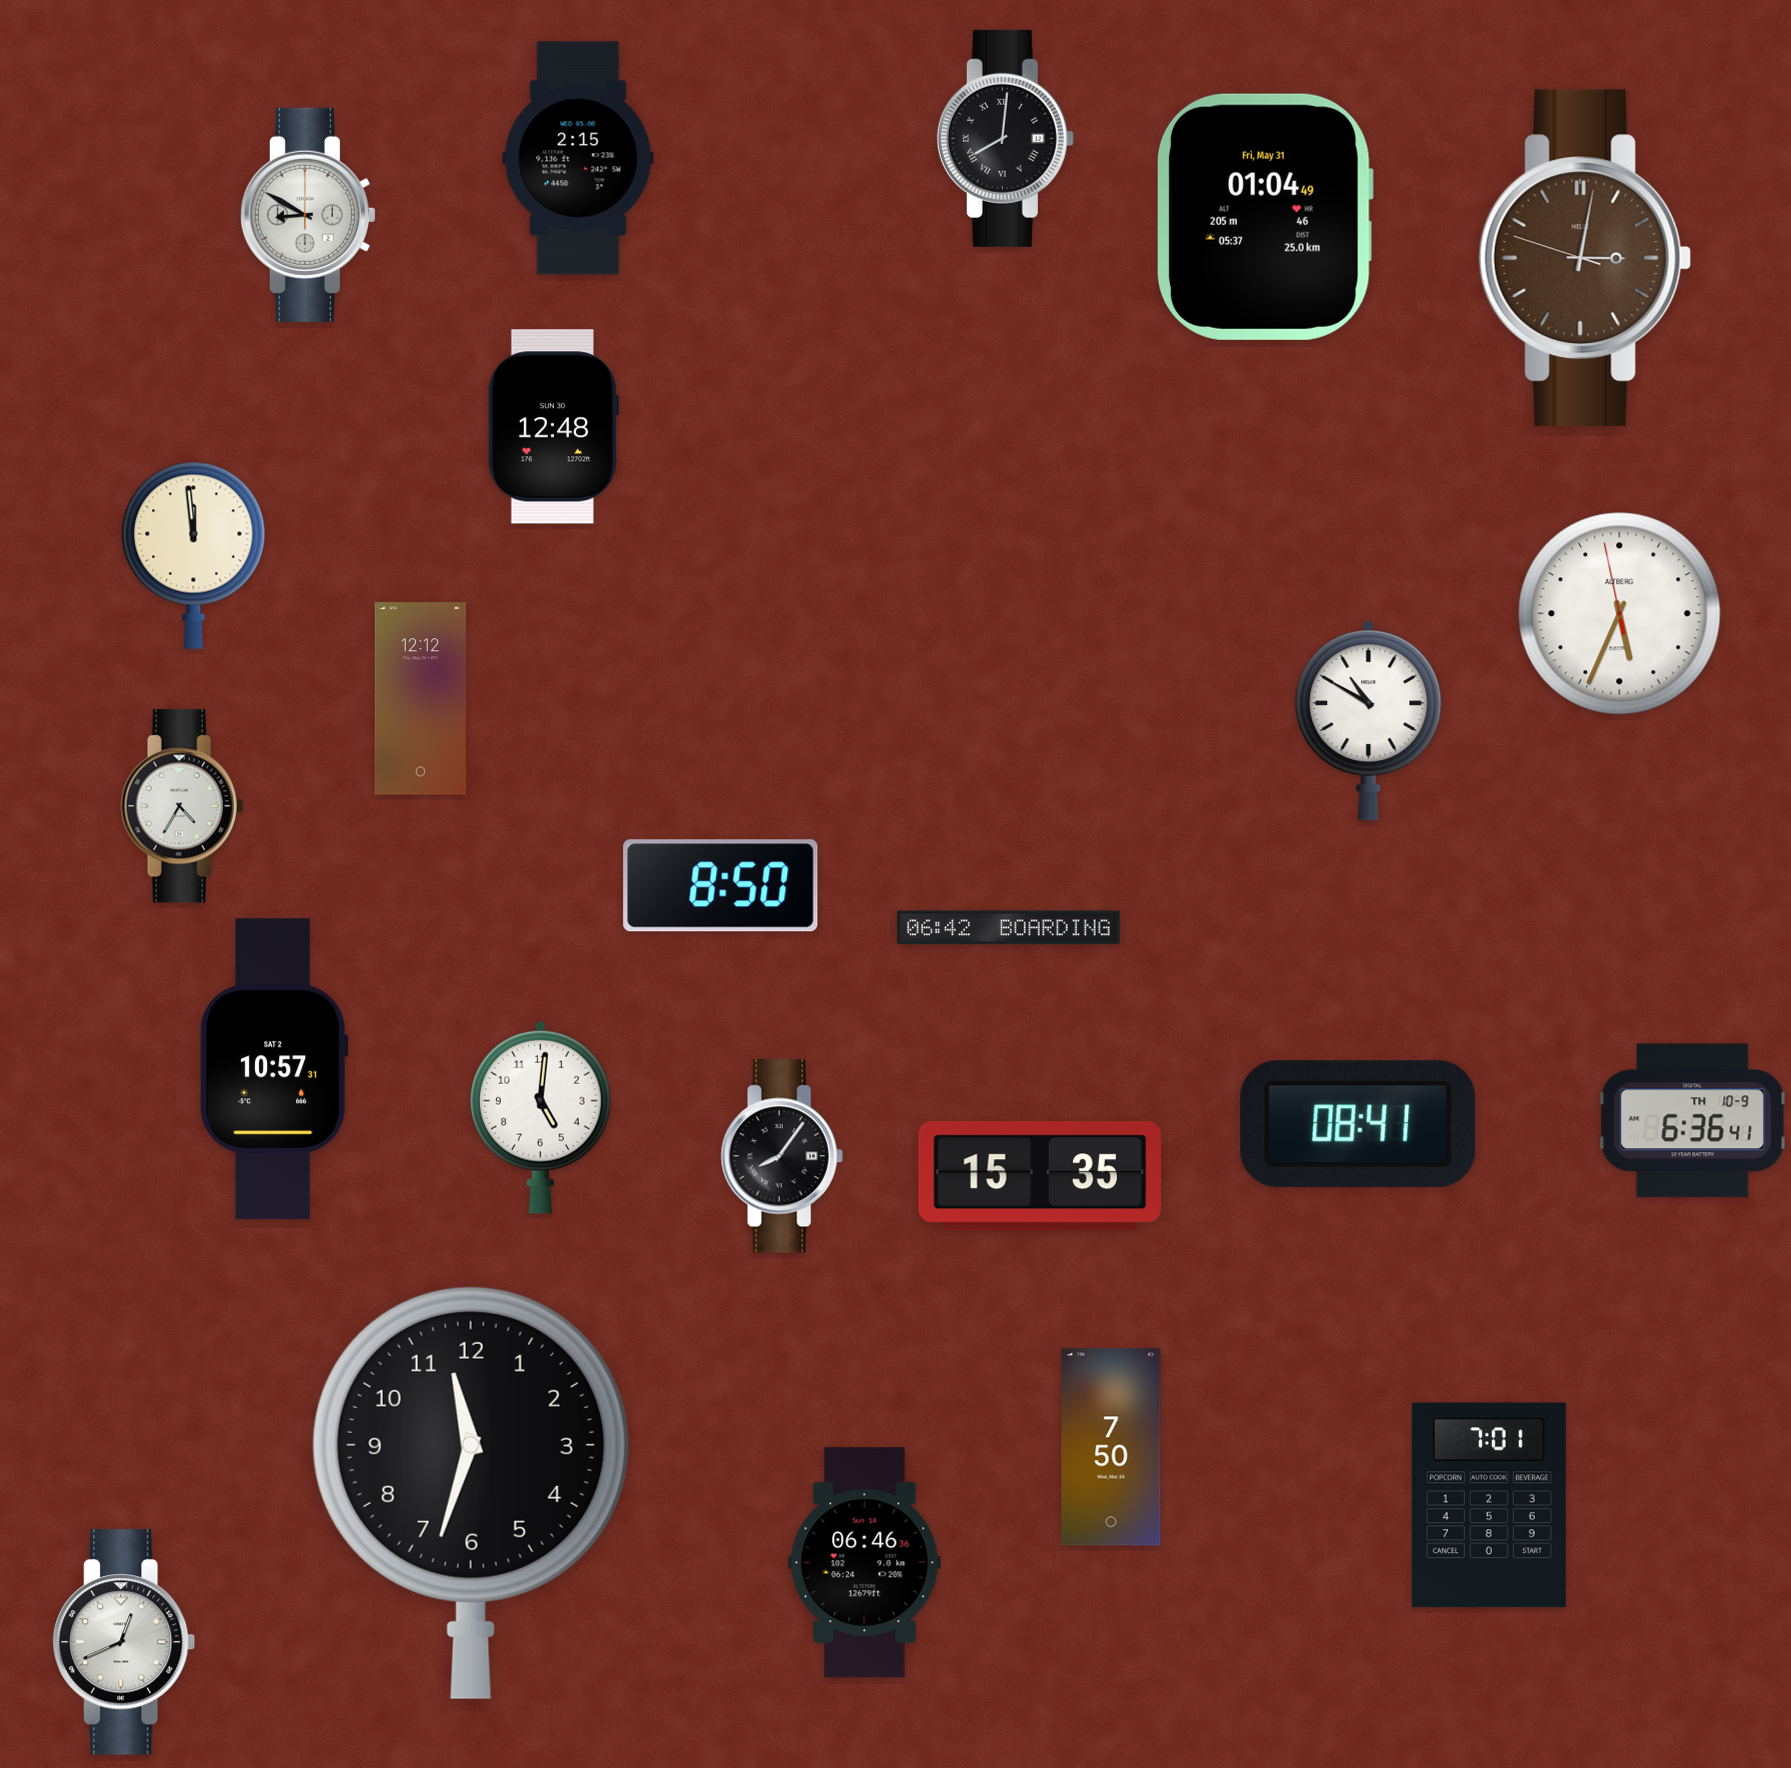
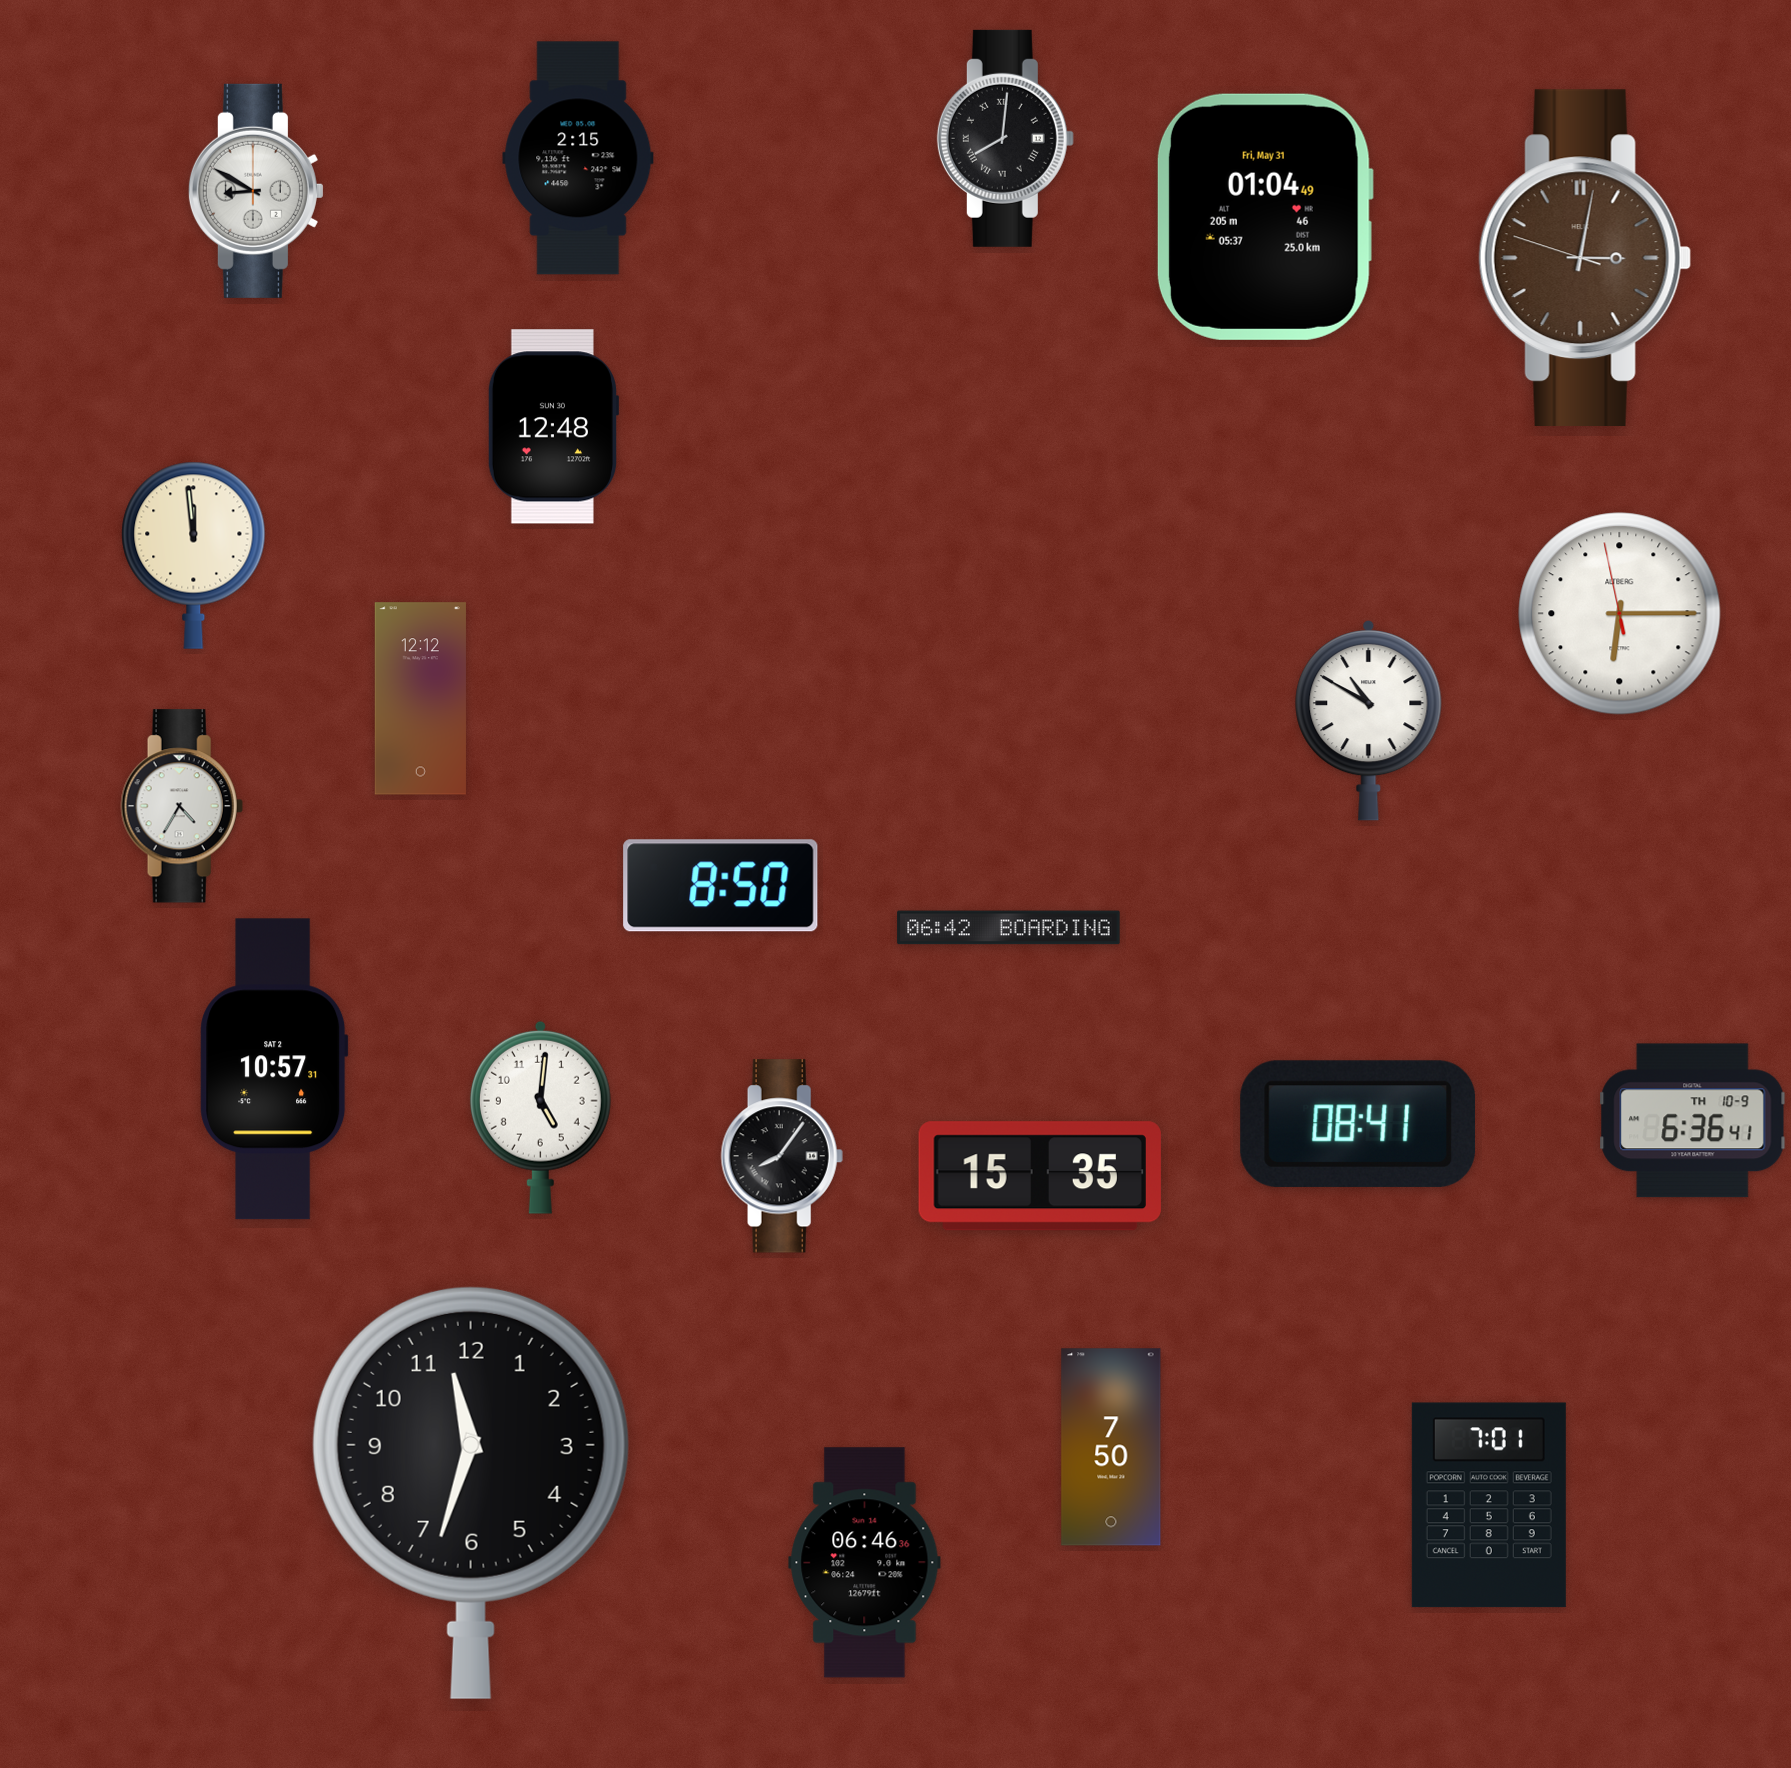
clock at (308, 215) position: (308, 215) -> (256, 191)
clock at (1620, 614): 5:33 -> 6:14
clock at (124, 1642): 12:41 -> none
